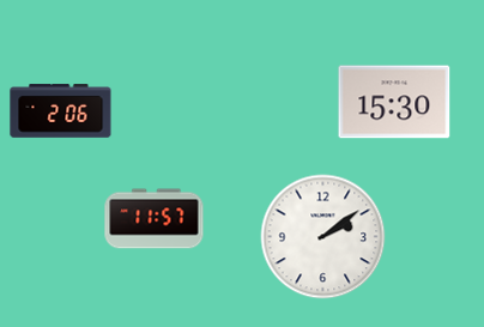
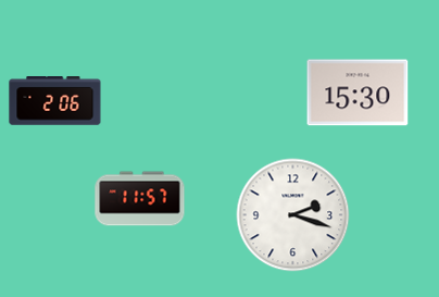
clock at (323, 237): 2:09 -> 2:18
